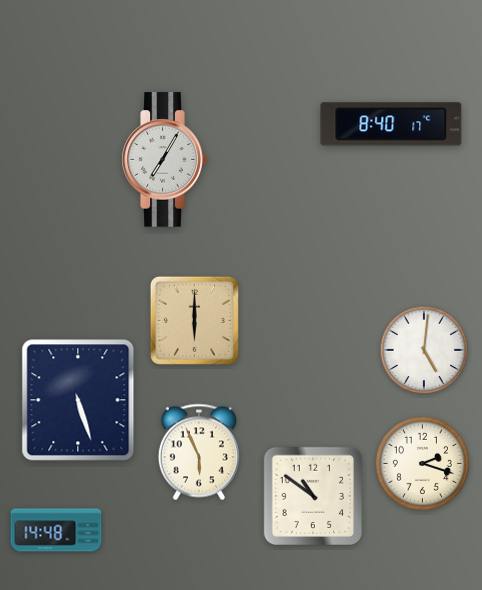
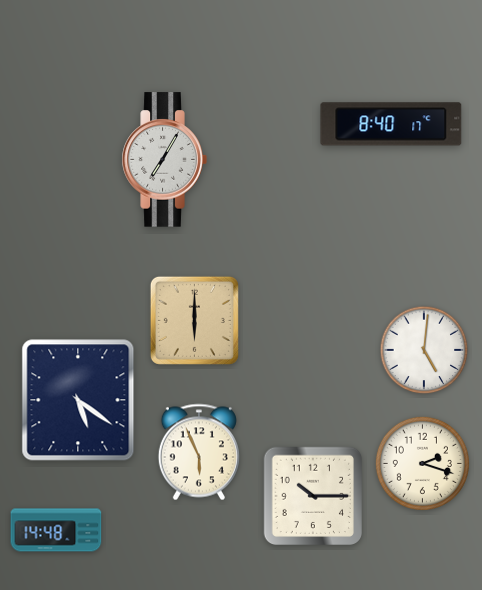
clock at (78, 400): 5:27 -> 5:21
clock at (312, 495): 10:51 -> 10:15
